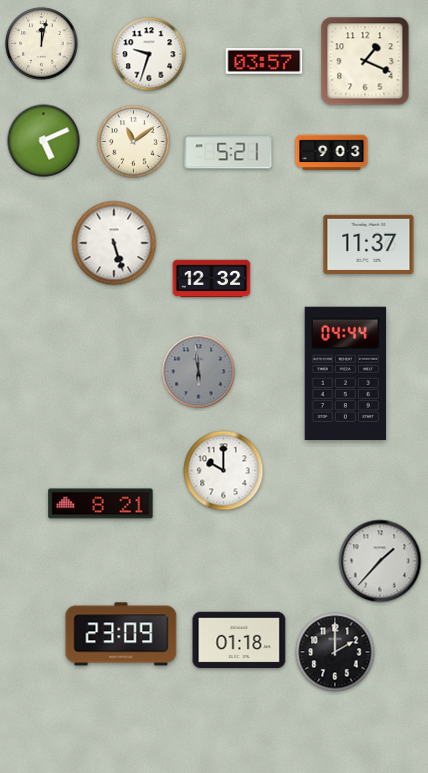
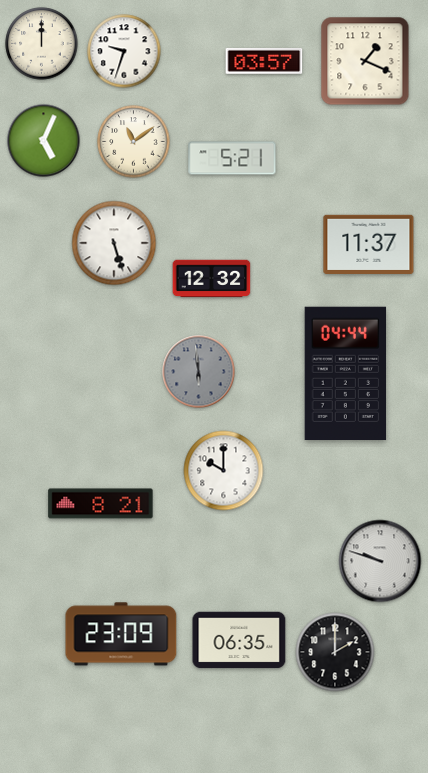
clock at (42, 44): 12:02 -> 12:00
clock at (149, 54) position: (149, 54) -> (124, 51)
clock at (44, 141): 5:11 -> 5:04
clock at (228, 152) position: (228, 152) -> (232, 158)
clock at (332, 153): 9:03 -> none
clock at (380, 561): 1:37 -> 9:48
clock at (239, 640): 01:18 -> 06:35
